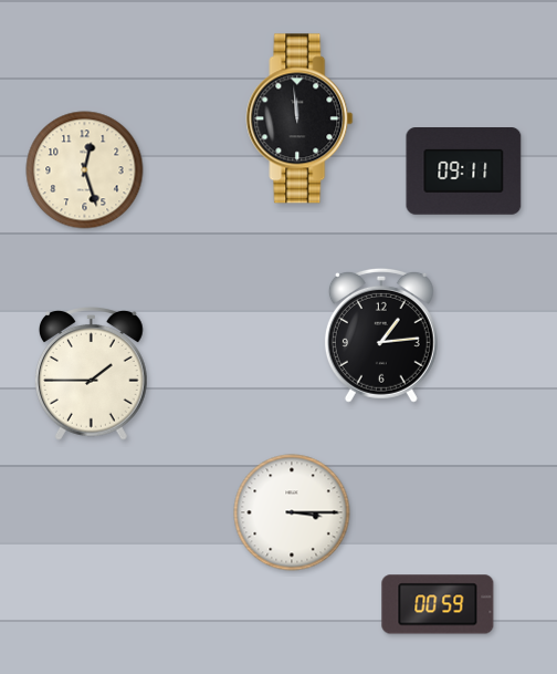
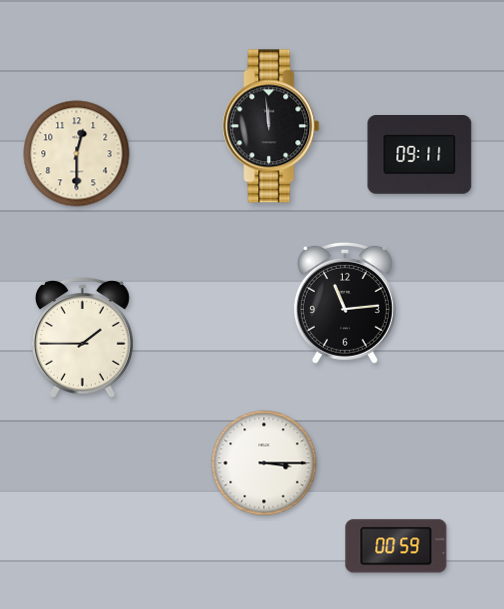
clock at (299, 118) position: (299, 118) -> (271, 126)
clock at (85, 170): 12:27 -> 12:30
clock at (381, 335): 1:14 -> 11:14
